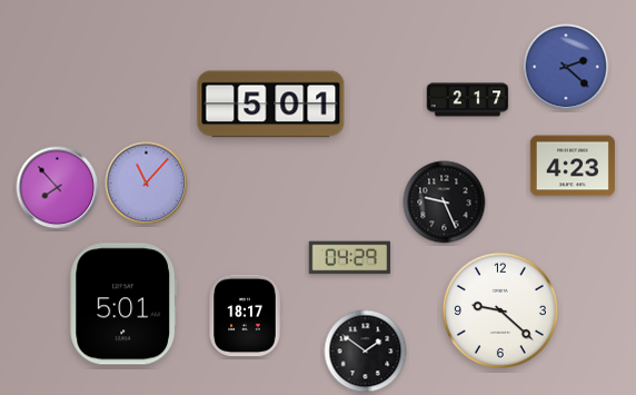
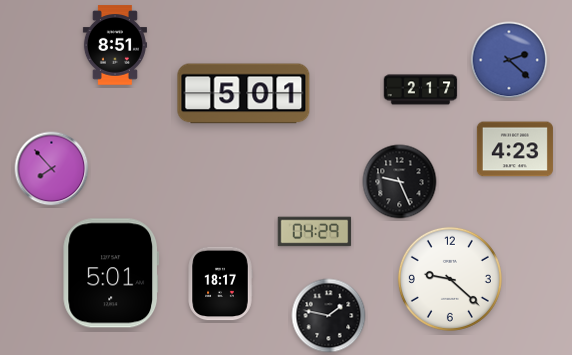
clock at (115, 45): none -> 8:51
clock at (147, 184): 11:07 -> none
clock at (366, 352): 1:51 -> 1:47
